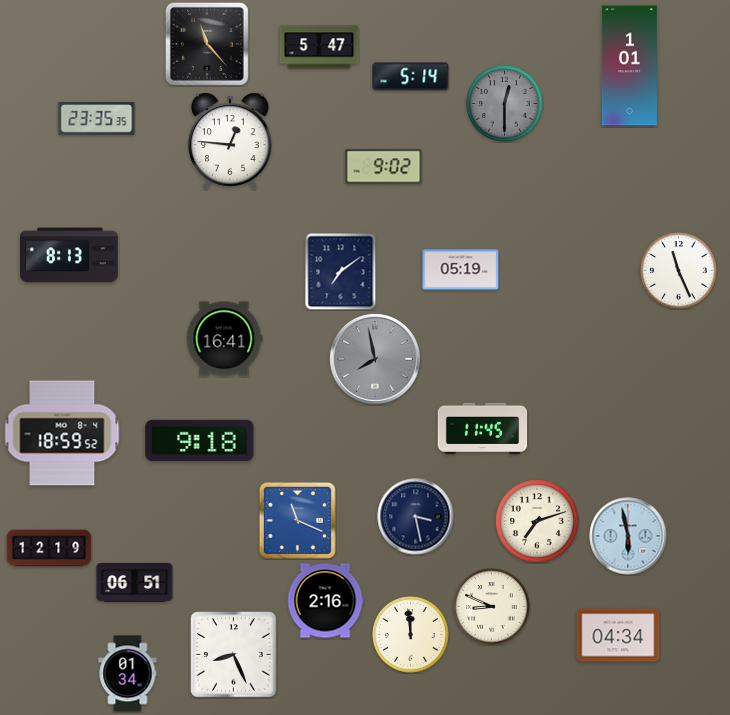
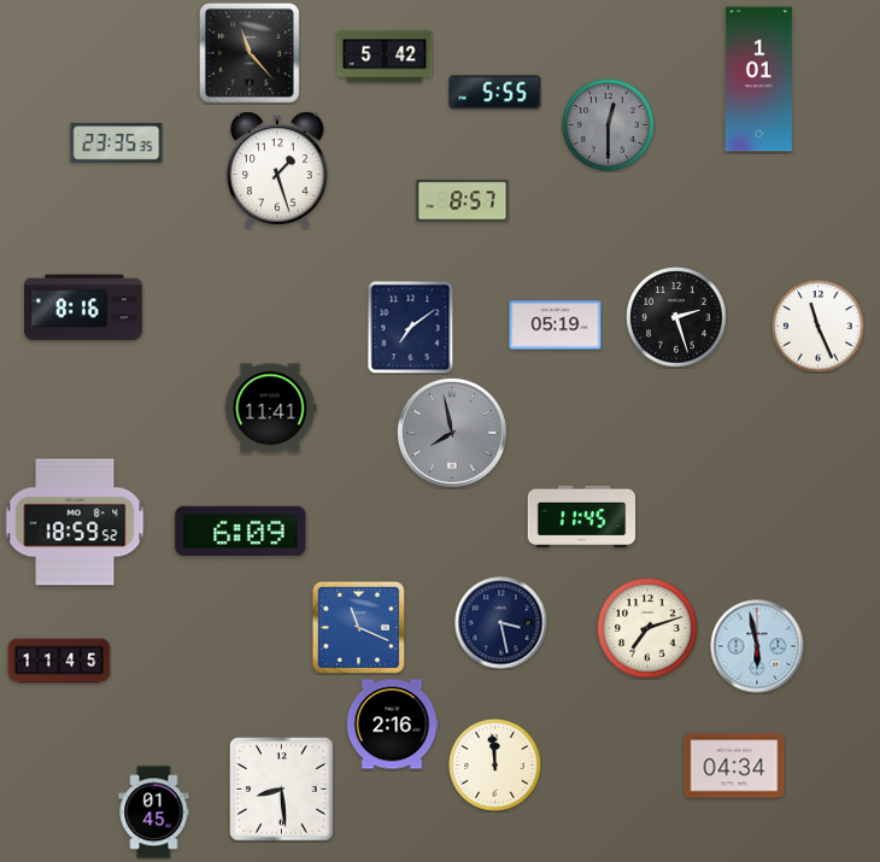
clock at (319, 47): 5:47 -> 5:42
clock at (411, 77): 5:14 -> 5:55
clock at (230, 141): 12:46 -> 1:27
clock at (384, 167): 9:02 -> 8:57
clock at (69, 255): 8:13 -> 8:16
clock at (676, 317): none -> 2:27
clock at (224, 339): 16:41 -> 11:41
clock at (200, 440): 9:18 -> 6:09
clock at (49, 548): 12:19 -> 11:45
clock at (135, 582): 06:51 -> none
clock at (492, 607): 8:49 -> none
clock at (618, 635) position: (618, 635) -> (734, 766)
clock at (234, 655): 8:26 -> 8:29
clock at (128, 674): 01:34 -> 01:45
